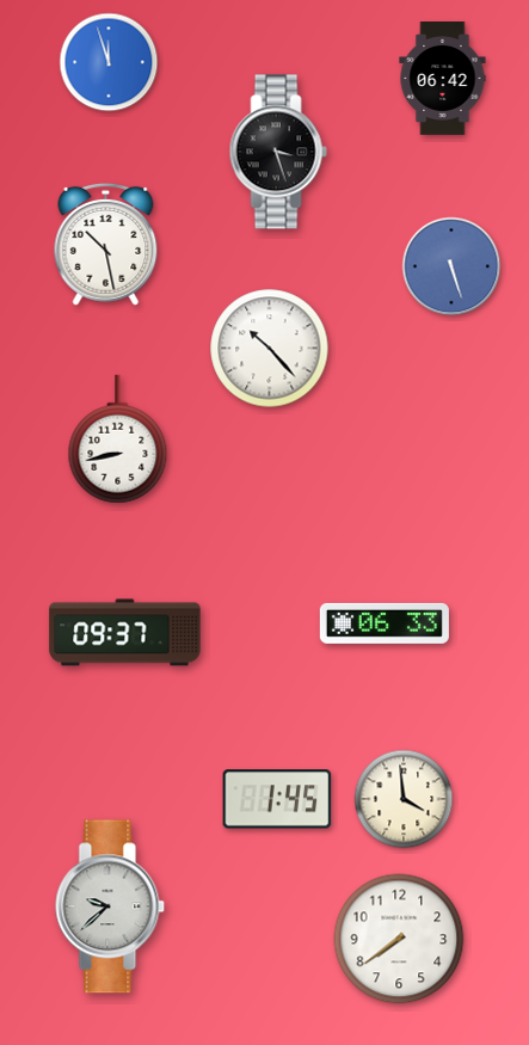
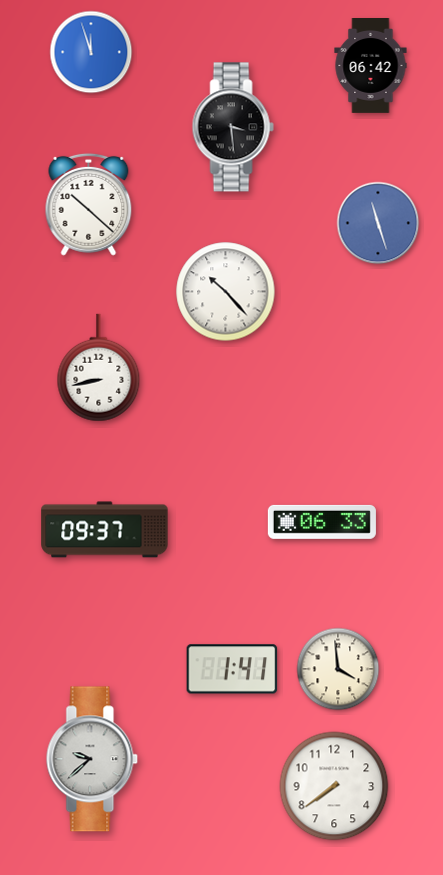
clock at (278, 152): 3:27 -> 3:29
clock at (106, 244): 10:28 -> 10:22
clock at (451, 266): 5:27 -> 11:27
clock at (277, 799): 1:45 -> 1:41
